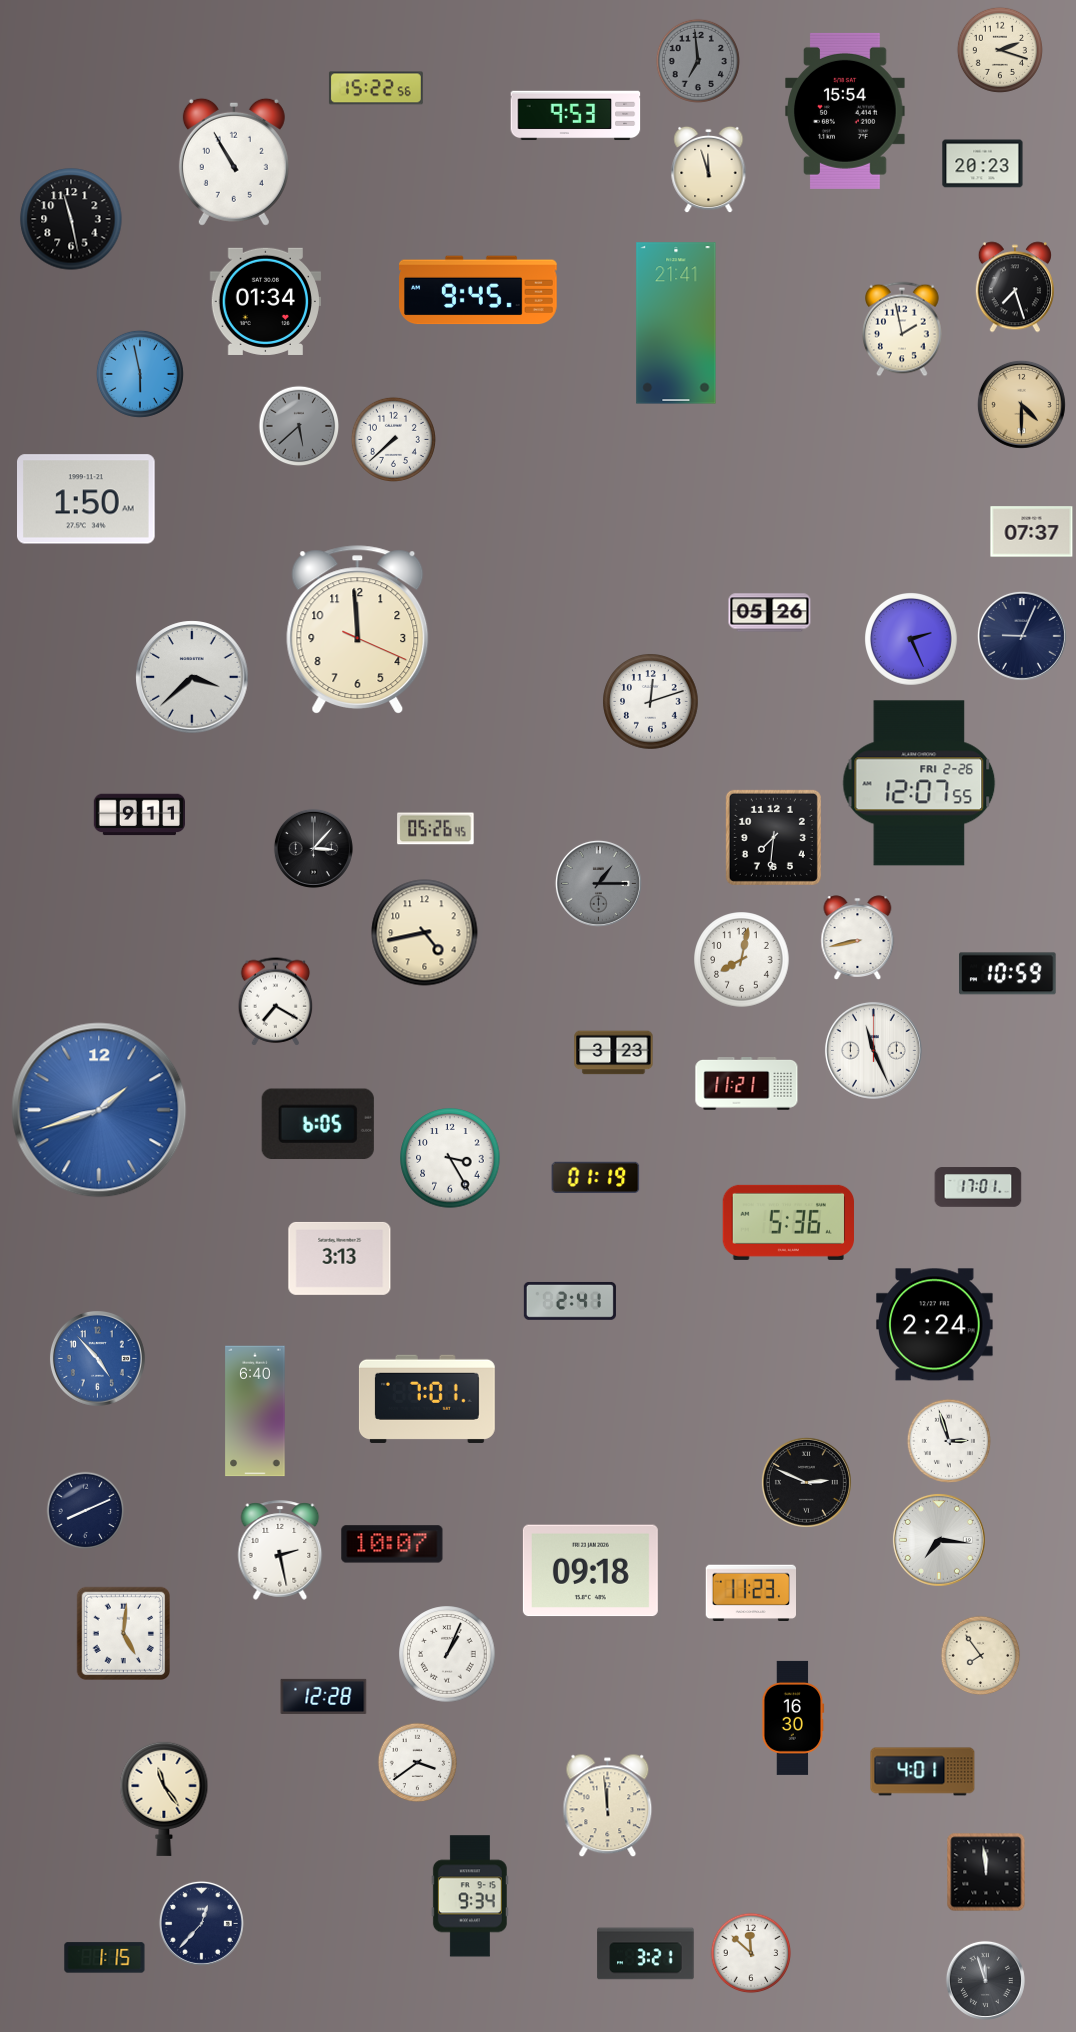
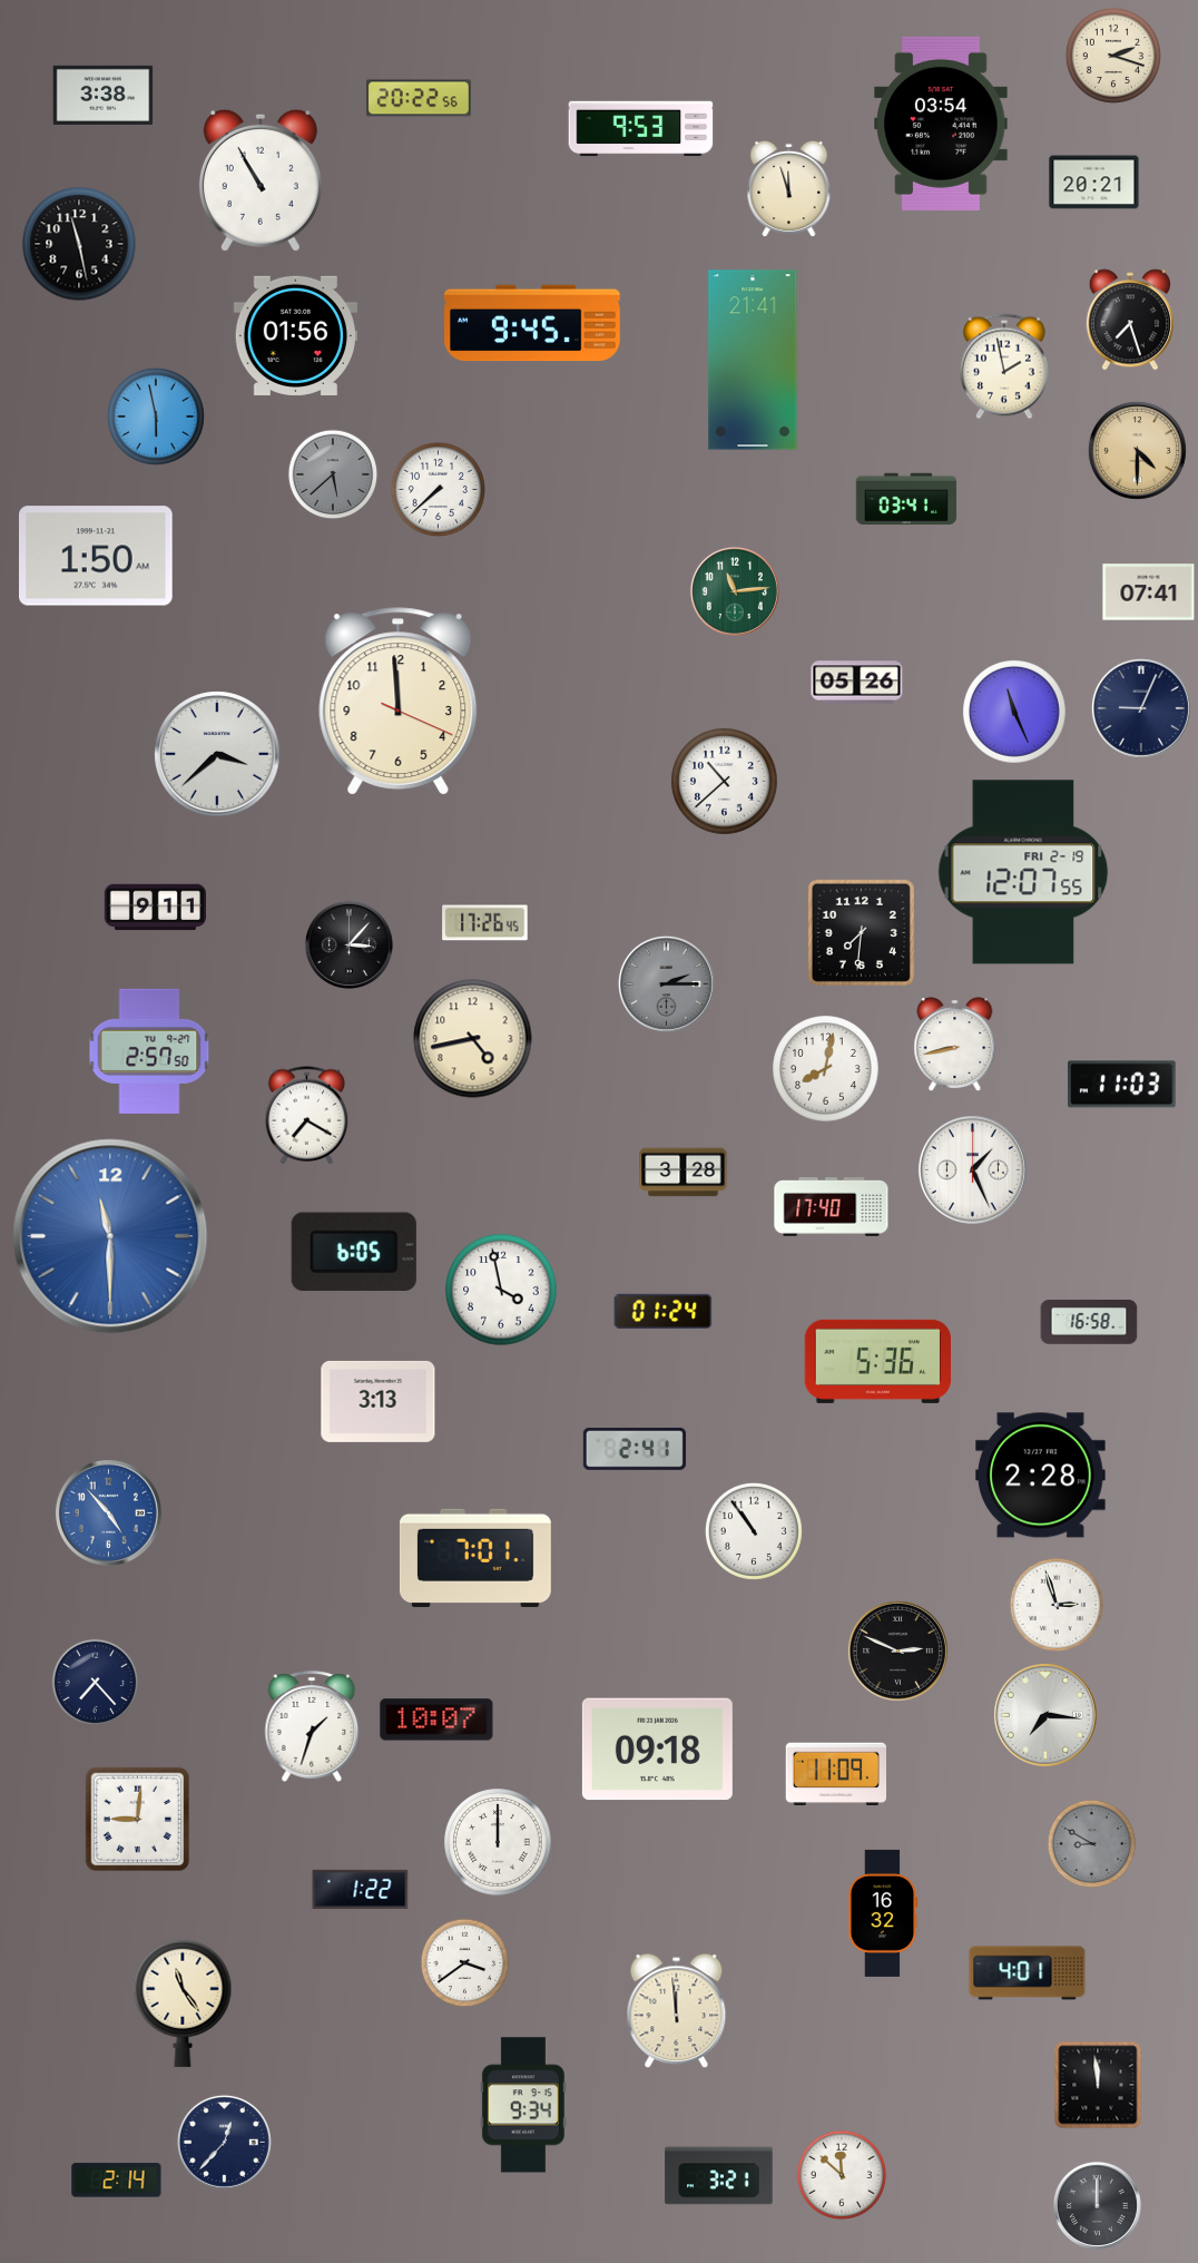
clock at (698, 61): 6:59 -> none
clock at (104, 95): none -> 3:38
clock at (376, 88): 15:22 -> 20:22
clock at (845, 111): 15:54 -> 03:54
clock at (983, 164): 20:23 -> 20:21
clock at (265, 301): 01:34 -> 01:56
clock at (906, 499): none -> 03:41
clock at (735, 591): none -> 11:14
clock at (1032, 532): 07:37 -> 07:41
clock at (1022, 636) position: (1022, 636) -> (1141, 708)
clock at (912, 640): 2:26 -> 11:26
clock at (192, 677) position: (192, 677) -> (217, 754)
clock at (651, 702): 12:12 -> 10:38
clock at (919, 783) date: FRI 2-26 -> FRI 2-19
clock at (436, 829): 05:26 -> 17:26
clock at (598, 883): 1:15 -> 2:15
clock at (149, 1051): none -> 2:57
clock at (1008, 974): 10:59 -> 11:03
clock at (873, 1050): 11:26 -> 1:26
clock at (614, 1053): 3:23 -> 3:28
clock at (747, 1084): 11:21 -> 17:40
clock at (99, 1110): 1:42 -> 11:30
clock at (450, 1158): 3:25 -> 3:58
clock at (596, 1177): 01:19 -> 01:24
clock at (978, 1187): 17:01 -> 16:58
clock at (935, 1325): 2:24 -> 2:28
clock at (754, 1531): none -> 10:54
clock at (255, 1411): 6:40 -> none
clock at (86, 1511): 8:11 -> 7:23
clock at (280, 1550): 2:28 -> 1:33
clock at (750, 1593): 11:23 -> 11:09
clock at (123, 1633): 5:01 -> 9:01
clock at (447, 1654): 1:04 -> 12:00
clock at (981, 1656): 7:54 -> 8:50
clock at (981, 1656) dial: cream -> grey
clock at (324, 1696): 12:28 -> 1:22
clock at (793, 1718): 16:30 -> 16:32
clock at (470, 1896) position: (470, 1896) -> (523, 2105)
clock at (751, 1953) position: (751, 1953) -> (842, 2175)
clock at (105, 1958): 1:15 -> 2:14
clock at (985, 1980): 11:57 -> 12:00
